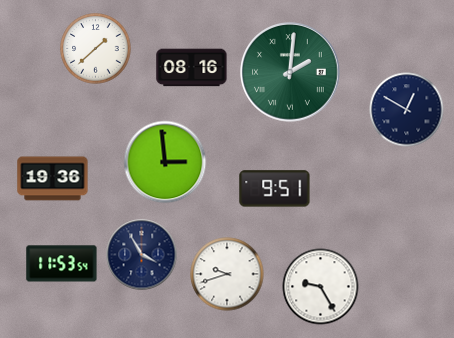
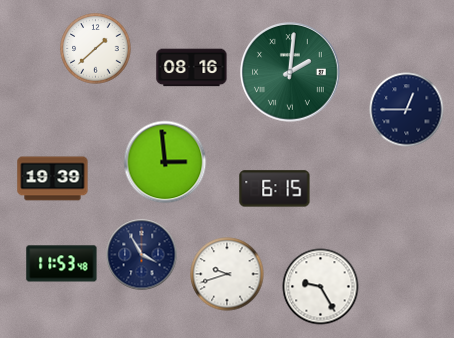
clock at (407, 110): 12:50 -> 12:45
clock at (53, 179): 19:36 -> 19:39
clock at (275, 189): 9:51 -> 6:15
clock at (62, 264): 11:53:54 -> 11:53:48
